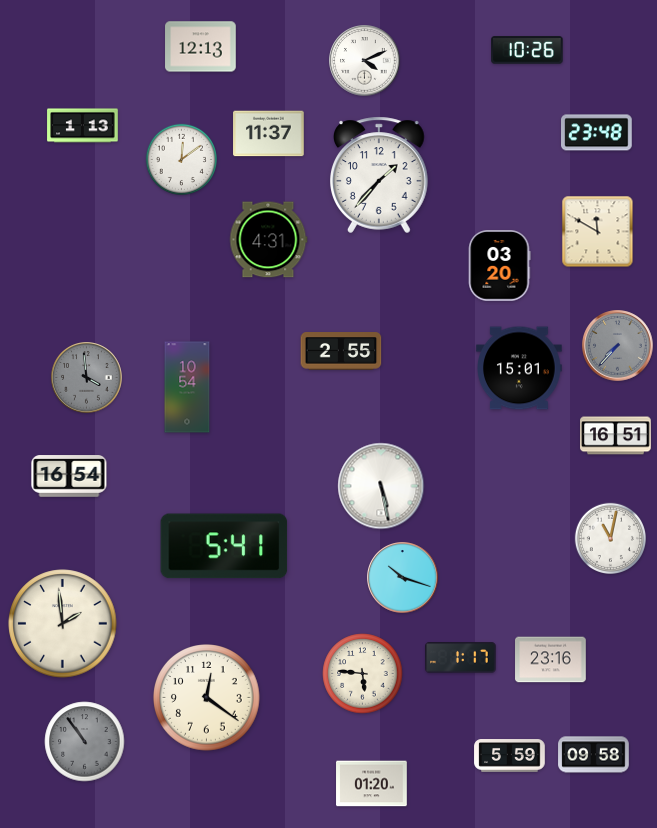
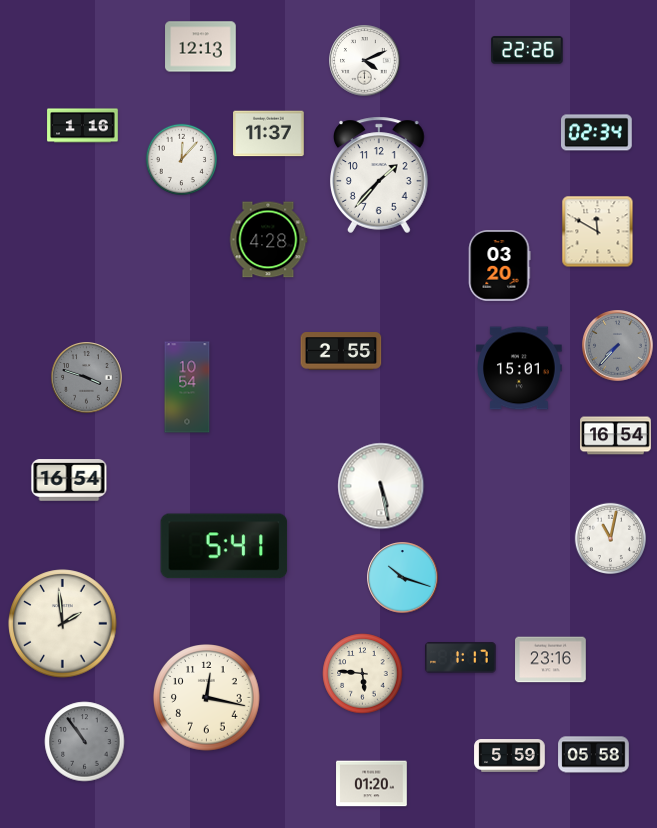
clock at (527, 50): 10:26 -> 22:26
clock at (83, 126): 1:13 -> 1:16
clock at (597, 133): 23:48 -> 02:34
clock at (181, 159): 12:09 -> 12:07
clock at (269, 240): 4:31 -> 4:28
clock at (87, 378): 3:59 -> 3:48
clock at (616, 436): 16:51 -> 16:54
clock at (69, 476) position: (69, 476) -> (69, 480)
clock at (207, 698): 12:21 -> 12:17
clock at (594, 755): 09:58 -> 05:58
